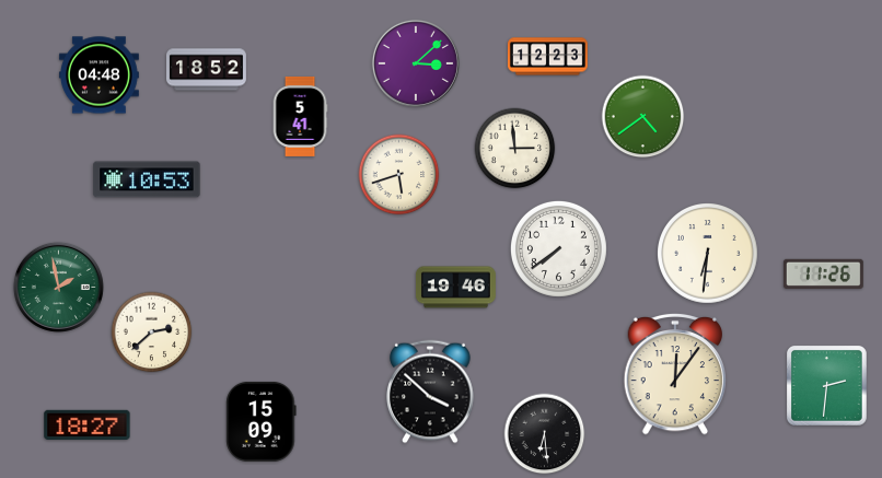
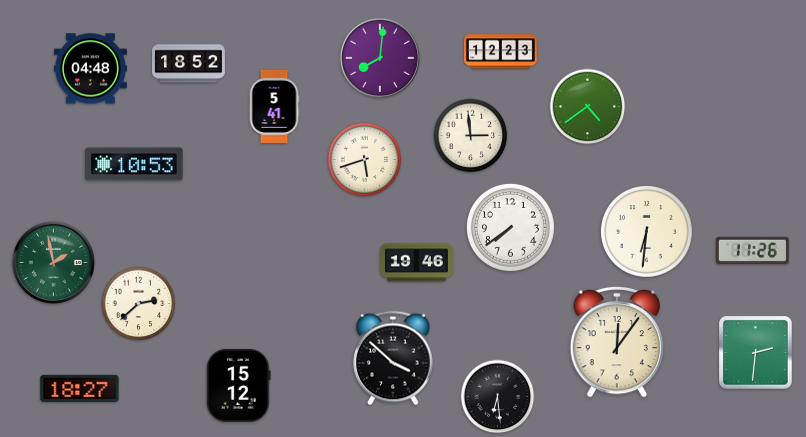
clock at (416, 63): 3:08 -> 8:01
clock at (262, 421): 15:09 -> 15:12
